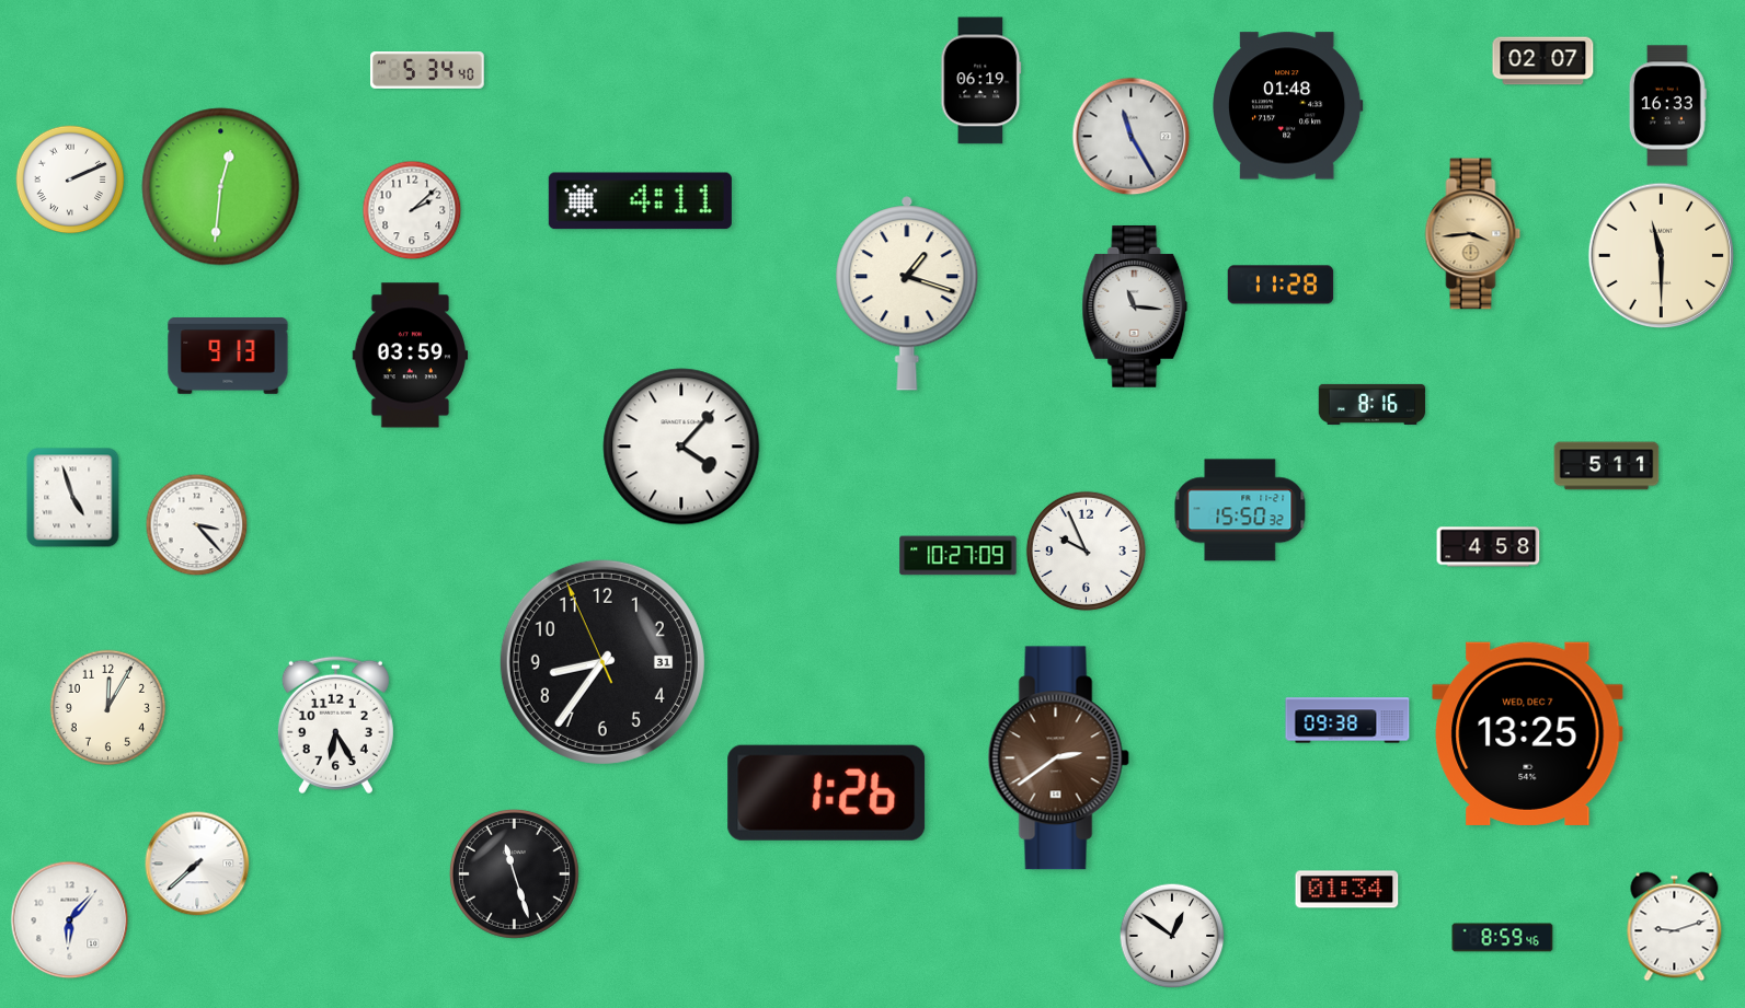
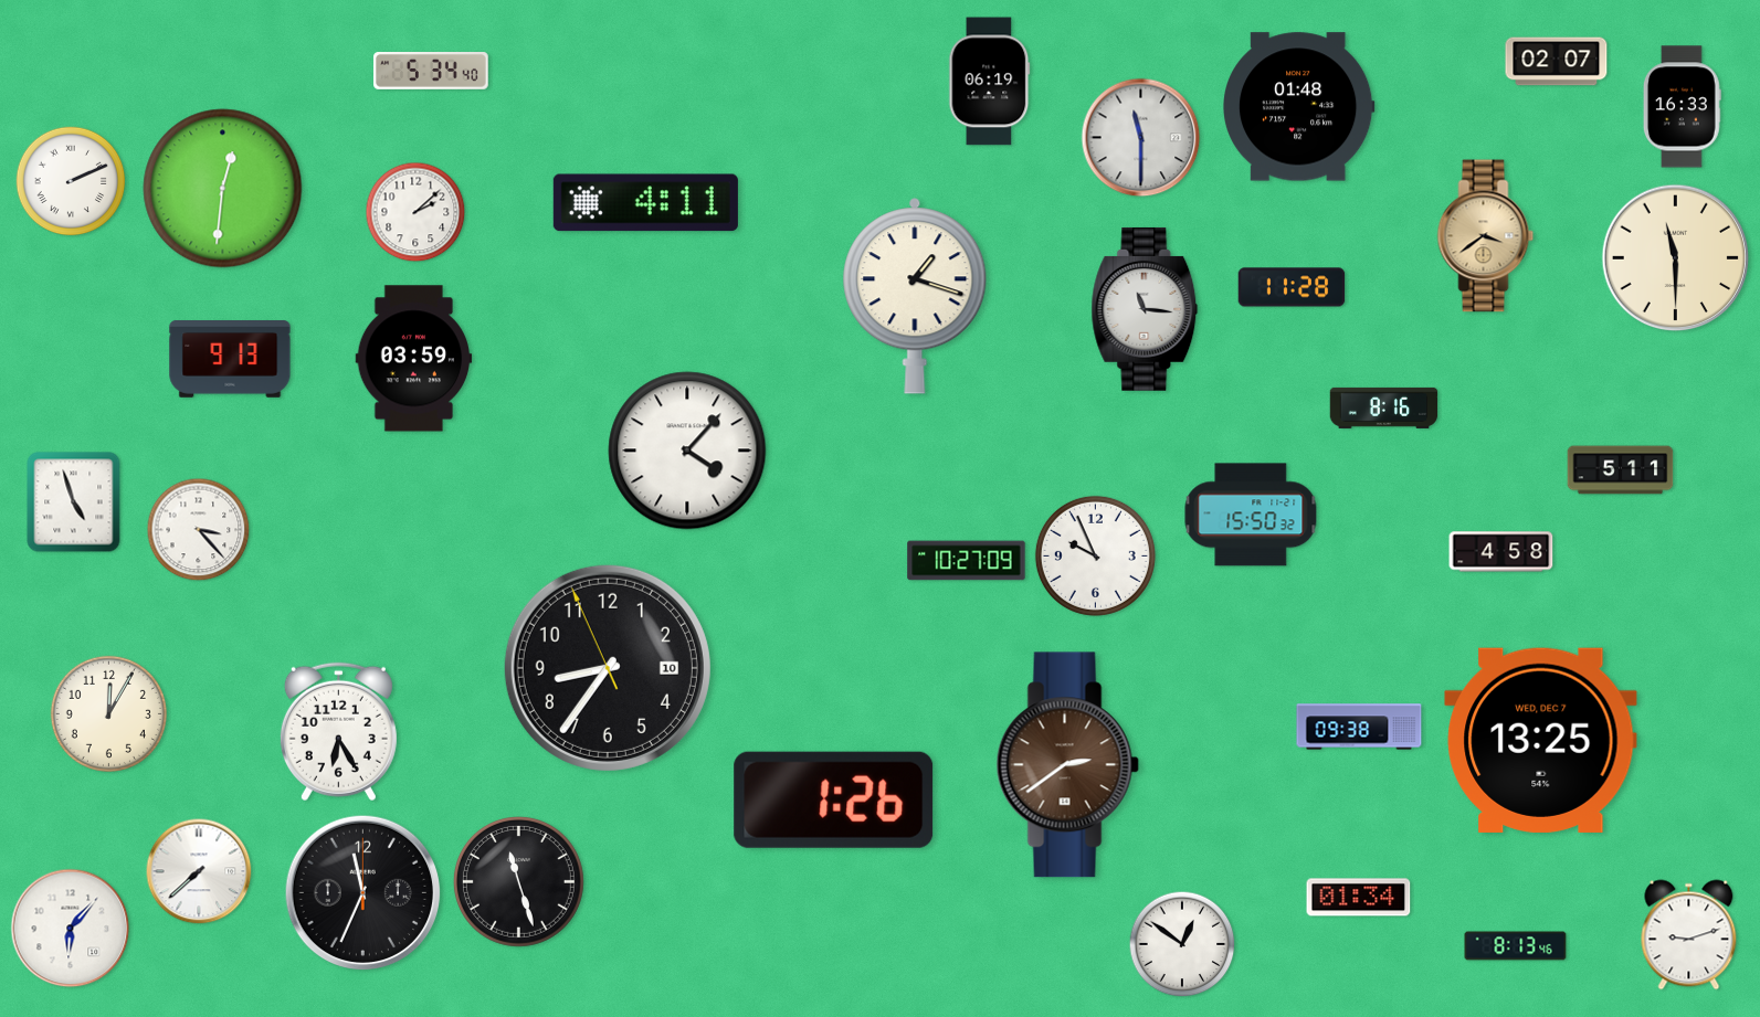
clock at (1132, 137): 11:25 -> 11:30
clock at (1473, 234): 3:44 -> 3:39
clock at (602, 662) date: 31 -> 10
clock at (363, 893): none -> 11:34
clock at (1503, 938): 8:59 -> 8:13
